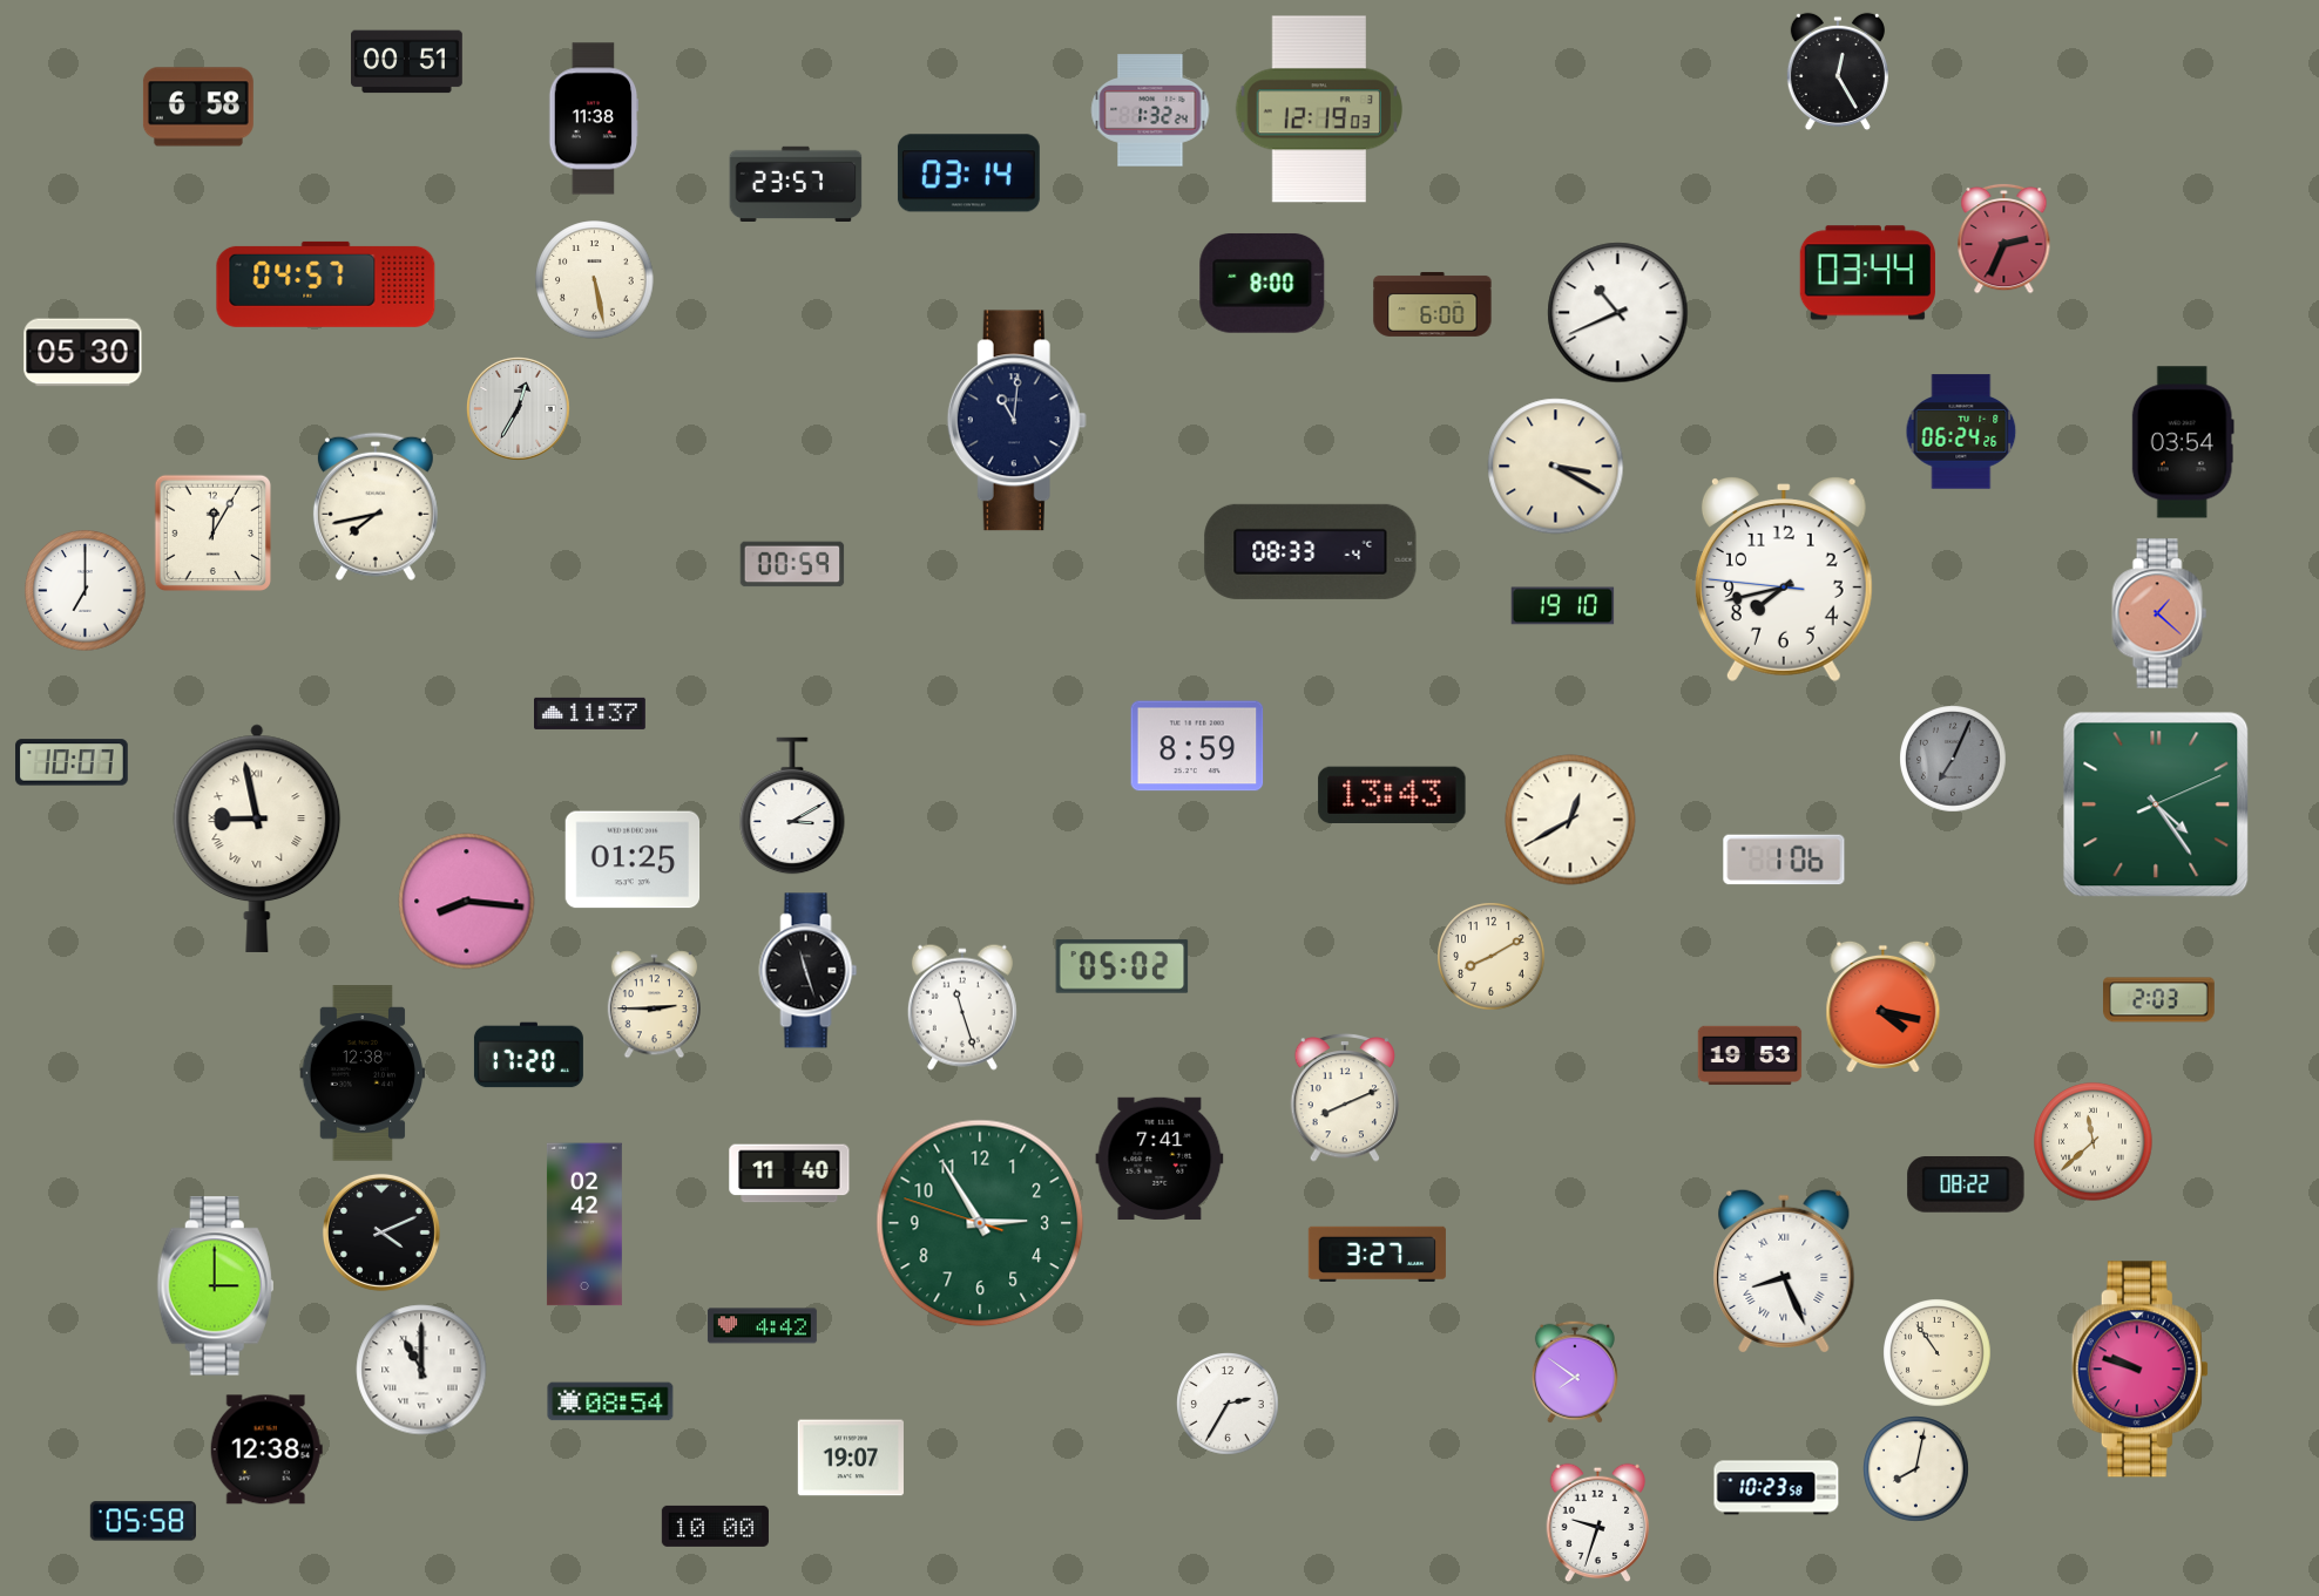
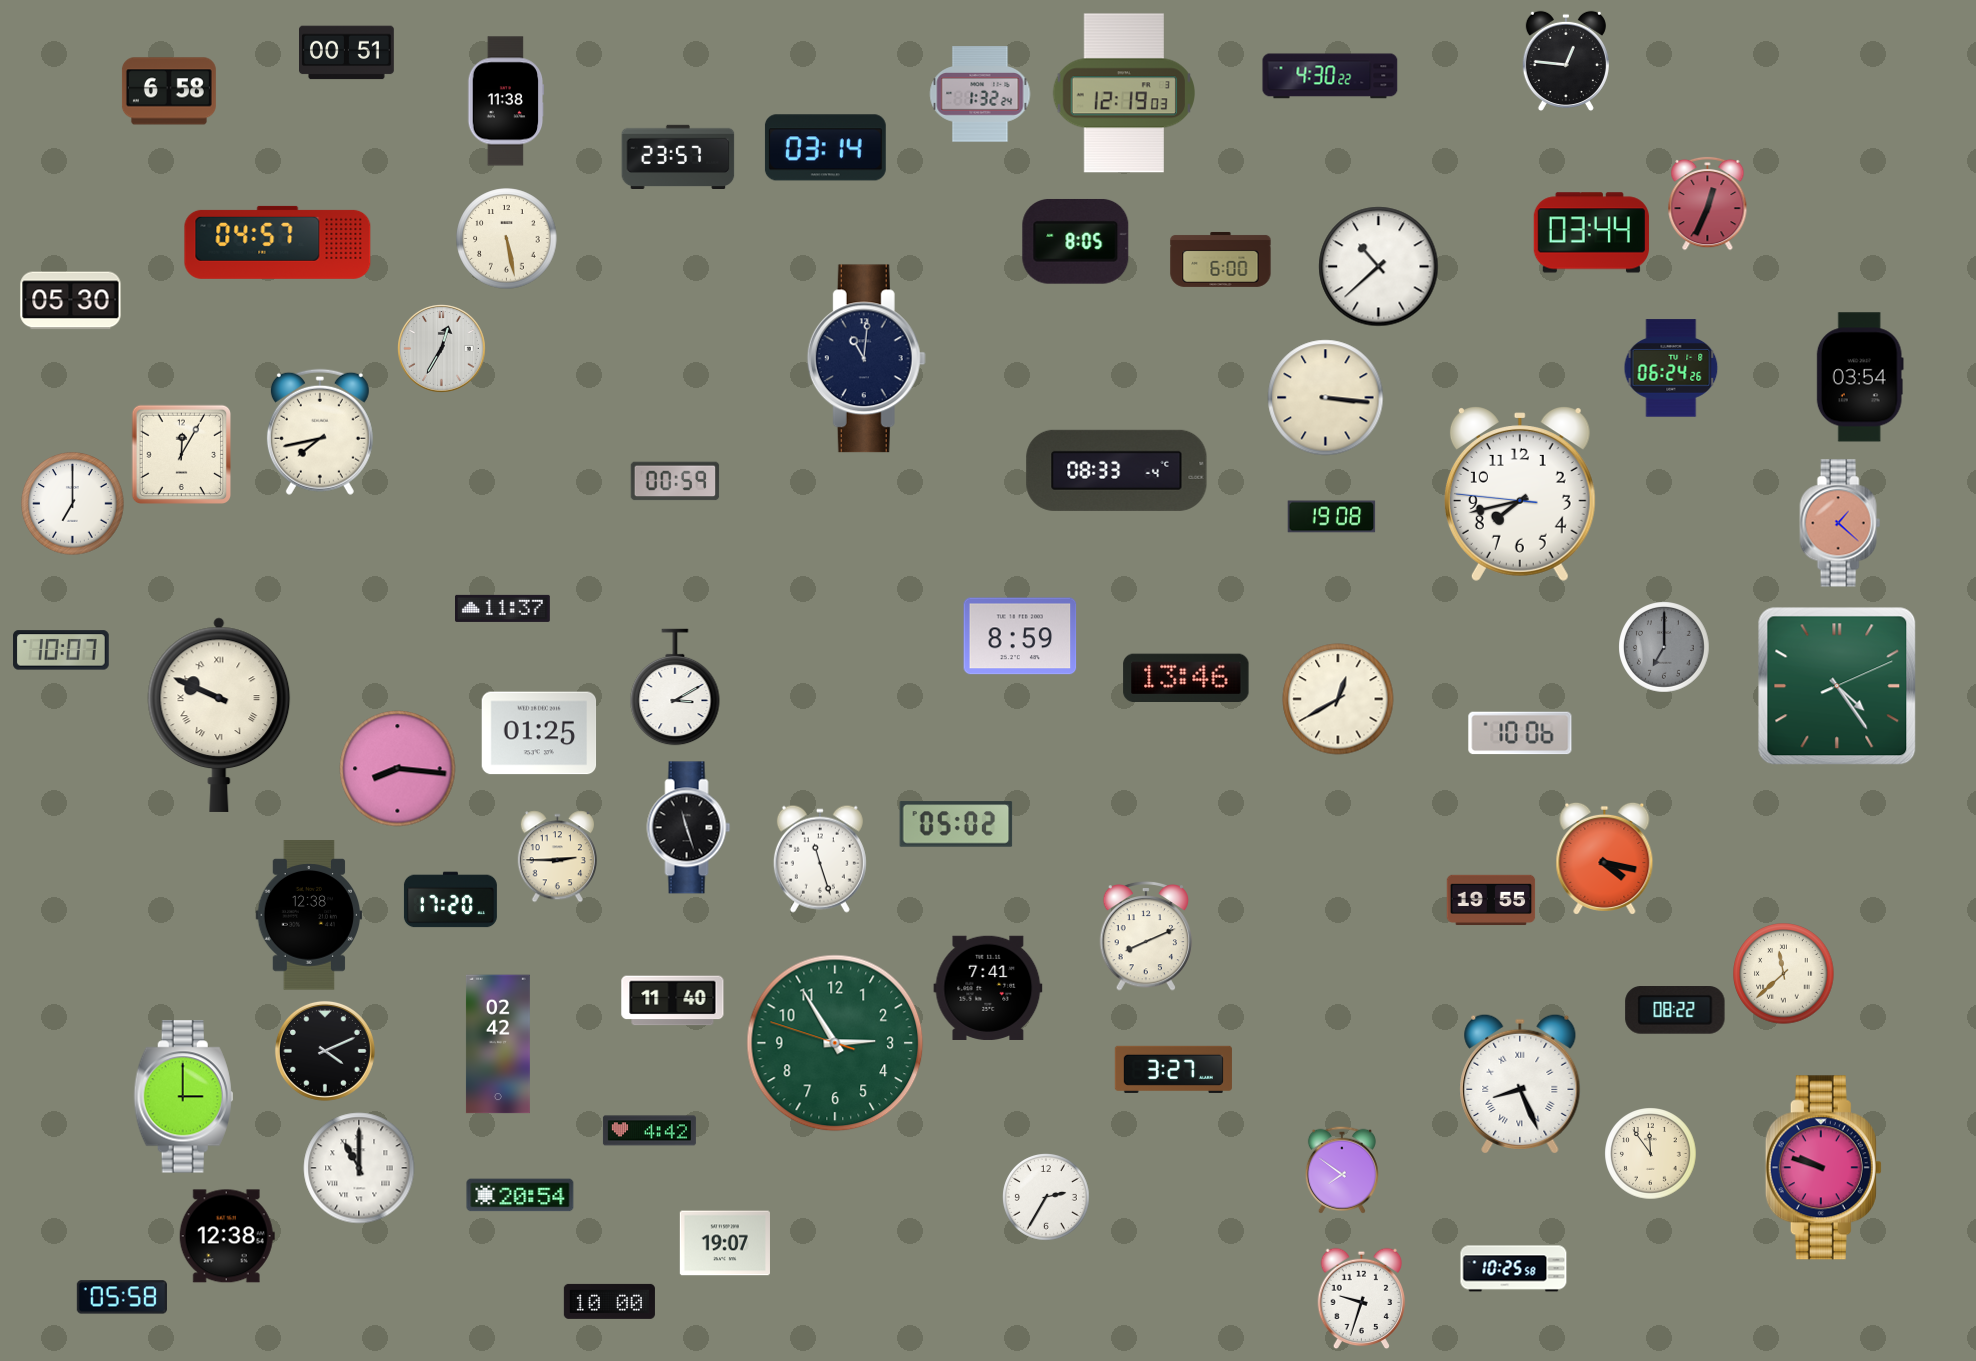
clock at (1838, 72): 12:25 -> 12:46
clock at (1330, 76): none -> 4:30
clock at (2004, 238): 2:34 -> 12:34
clock at (1263, 283): 8:00 -> 8:05
clock at (1618, 313): 10:41 -> 10:38
clock at (1556, 467): 3:20 -> 3:16
clock at (1563, 606): 19:10 -> 19:08
clock at (1953, 759): 7:04 -> 7:00
clock at (1392, 794): 13:43 -> 13:46
clock at (257, 838): 8:58 -> 9:49
clock at (1784, 860): 1:06 -> 10:06
clock at (1492, 957): 8:10 -> none
clock at (2159, 1000): 2:03 -> none
clock at (1750, 1055): 19:53 -> 19:55
clock at (1938, 1353): 10:54 -> 11:54
clock at (610, 1401): 08:54 -> 20:54
clock at (1916, 1469): 8:02 -> none
clock at (1777, 1488): 10:23 -> 10:25
